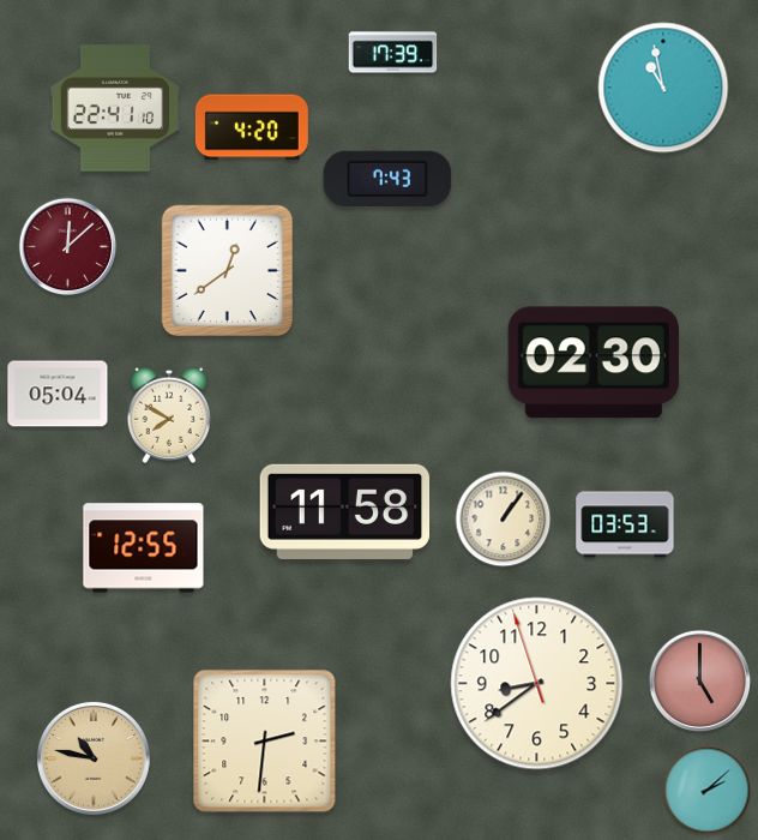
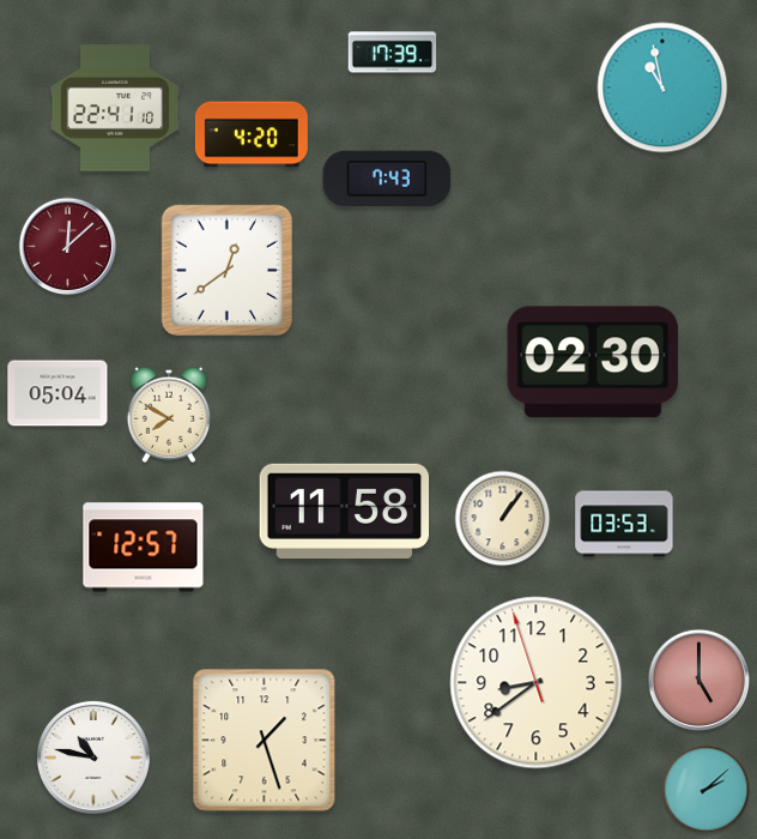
clock at (252, 127) position: (252, 127) -> (252, 134)
clock at (144, 548): 12:55 -> 12:57
clock at (265, 742): 2:31 -> 1:27
clock at (94, 758) dial: champagne -> white
